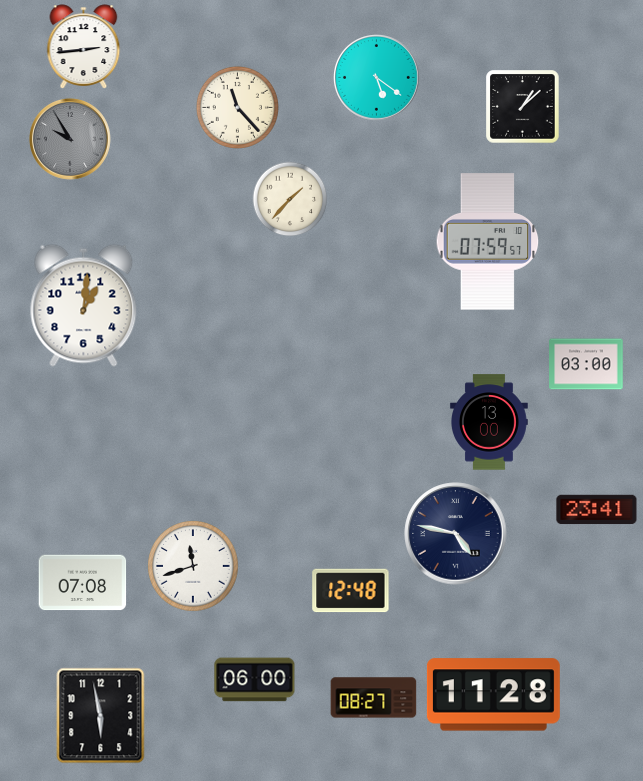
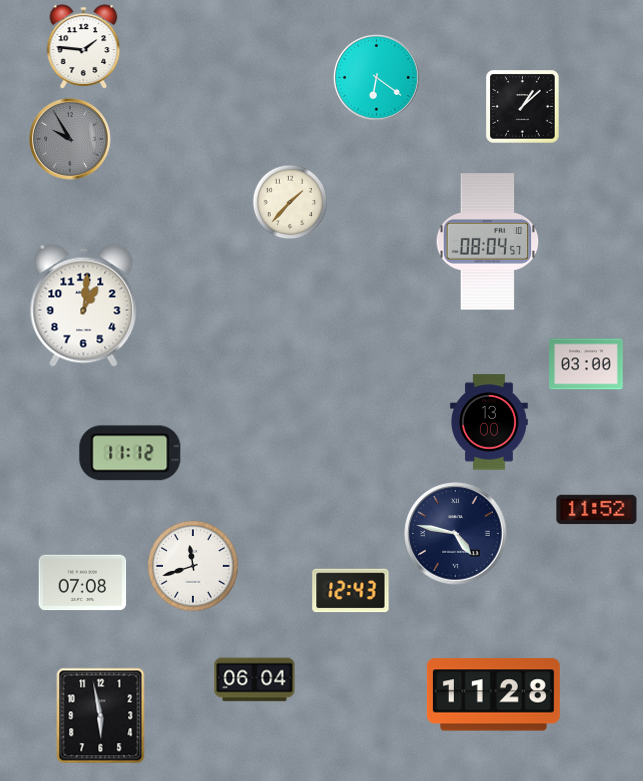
clock at (84, 47): 2:44 -> 1:46
clock at (377, 78): 5:21 -> 6:21
clock at (237, 107): 11:23 -> none
clock at (290, 199) position: (290, 199) -> (290, 202)
clock at (488, 242): 07:59 -> 08:04
clock at (130, 453): none -> 11:12
clock at (597, 510): 23:41 -> 11:52
clock at (351, 591): 12:48 -> 12:43
clock at (255, 680): 06:00 -> 06:04
clock at (374, 698): 08:27 -> none
